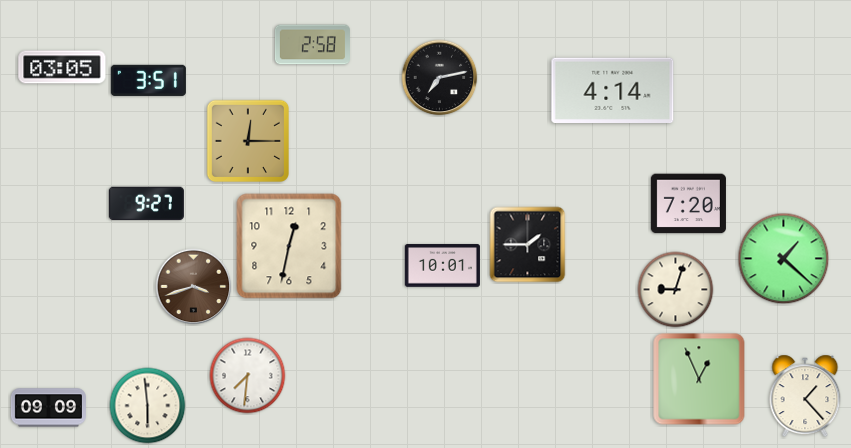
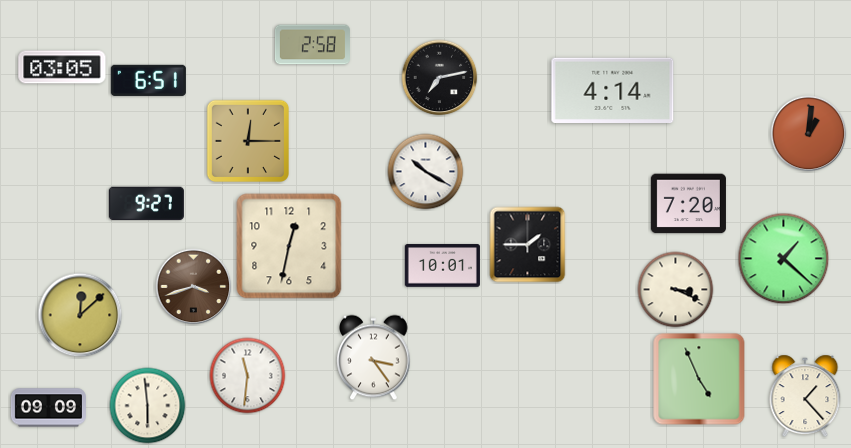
clock at (148, 80): 3:51 -> 6:51
clock at (809, 134): none -> 1:01
clock at (426, 172): none -> 10:20
clock at (676, 290): 9:03 -> 3:19
clock at (80, 315): none -> 12:08
clock at (374, 358): none -> 3:24
clock at (248, 376): 7:31 -> 11:31
clock at (699, 379): 12:56 -> 4:56
